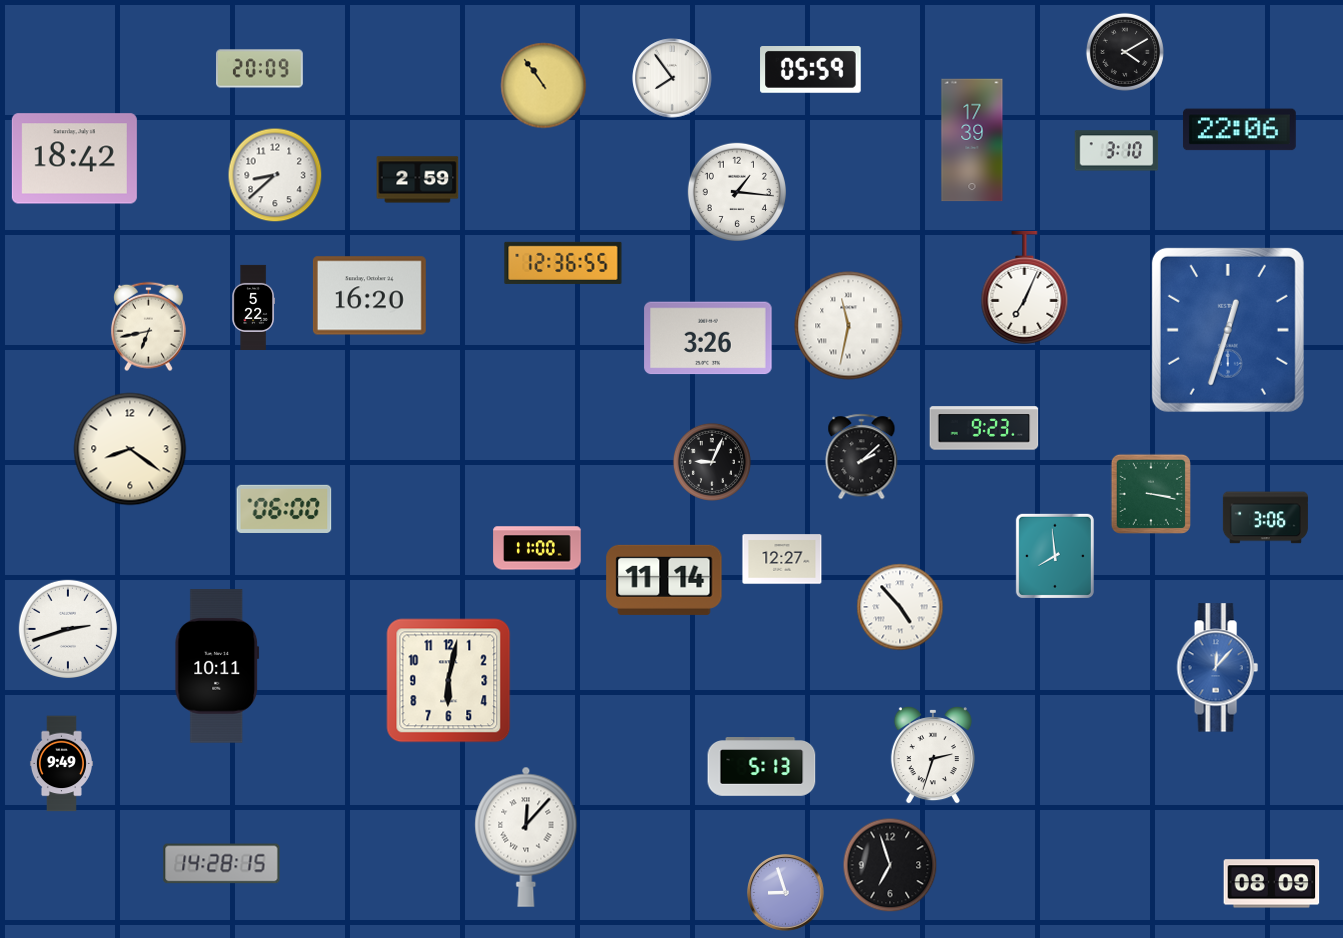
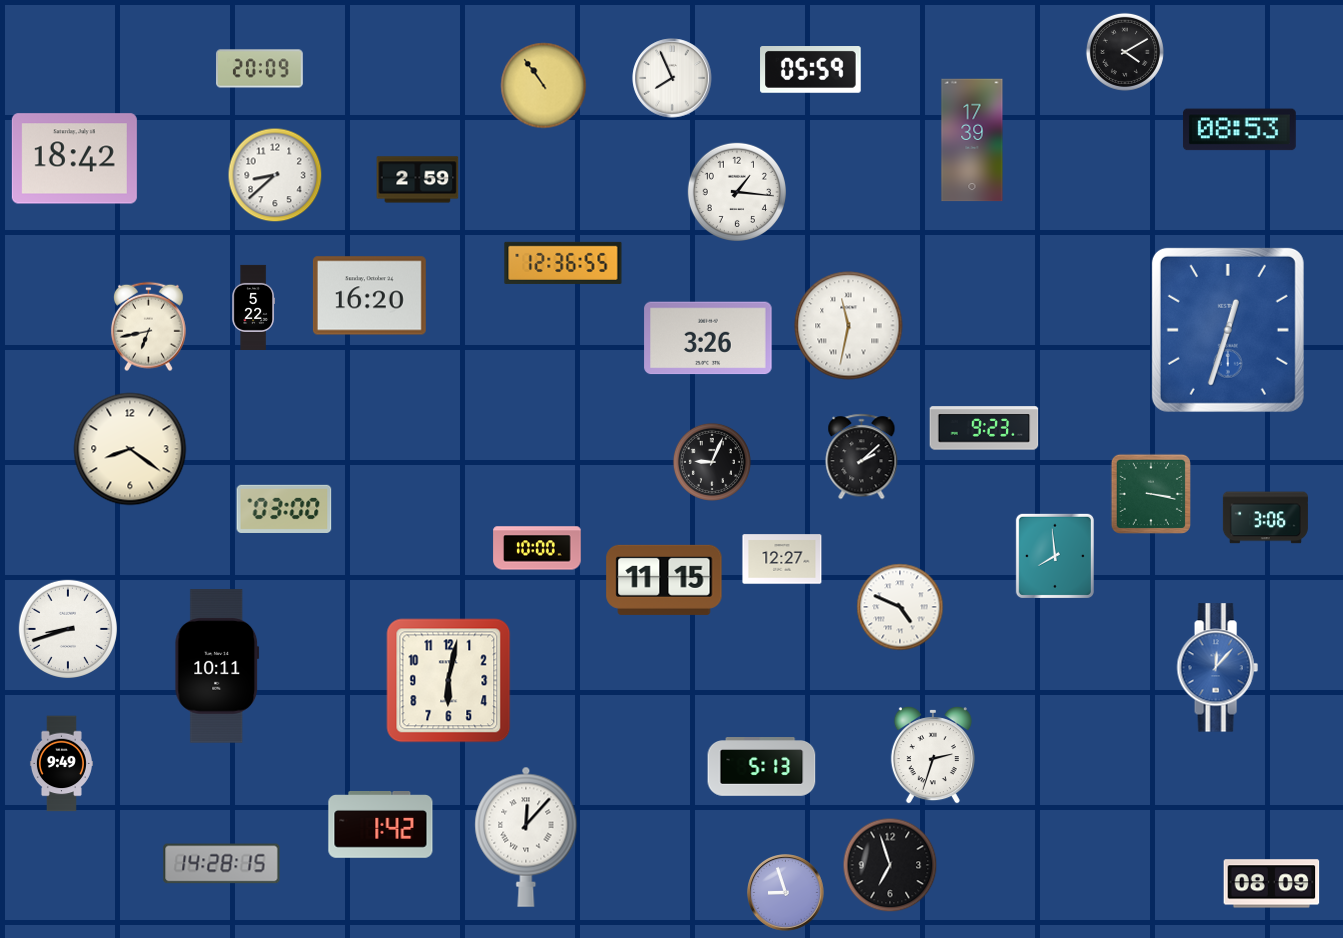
clock at (672, 78): 7:54 -> 7:56
clock at (1239, 130): 22:06 -> 08:53
clock at (1117, 151): 3:10 -> none
clock at (1025, 287): 7:04 -> none
clock at (284, 509): 06:00 -> 03:00
clock at (537, 548): 11:00 -> 10:00
clock at (664, 580): 11:14 -> 11:15
clock at (900, 607): 4:53 -> 4:49
clock at (68, 629): 2:42 -> 8:42
clock at (381, 825): none -> 1:42
